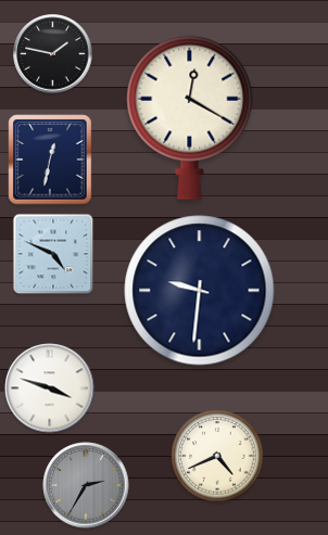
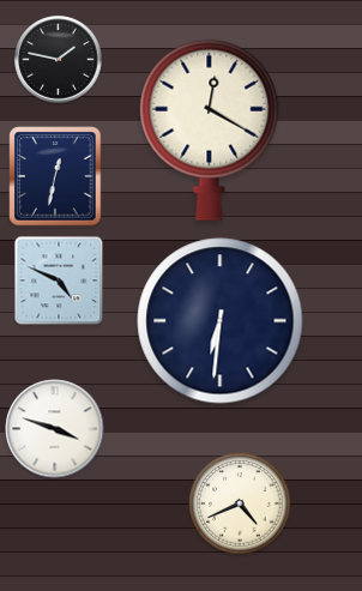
clock at (200, 291): 9:31 -> 6:31
clock at (86, 485): 2:35 -> none
